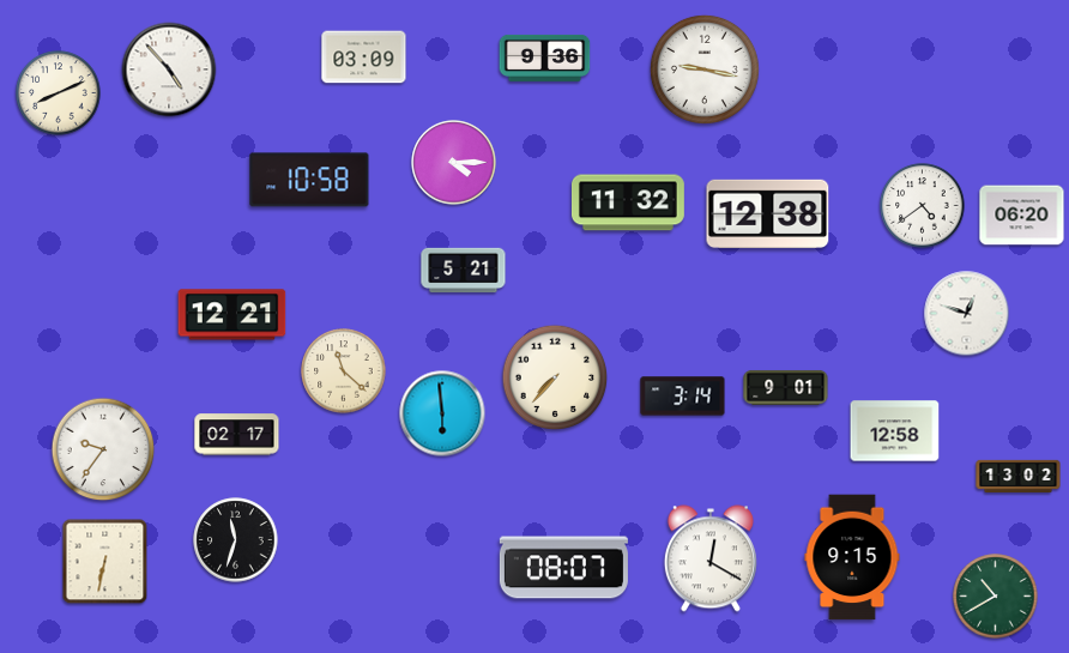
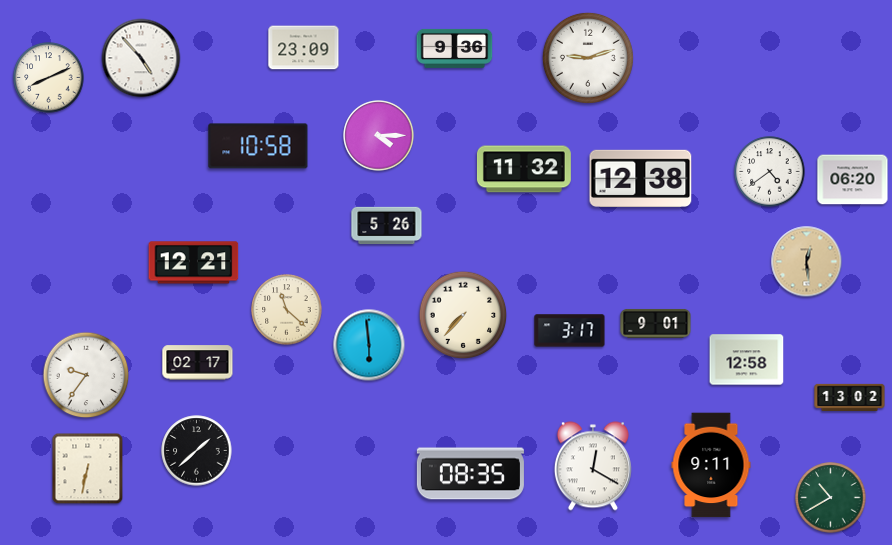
clock at (364, 58): 03:09 -> 23:09
clock at (705, 69): 9:17 -> 9:12
clock at (309, 180) position: (309, 180) -> (258, 146)
clock at (464, 271): 5:21 -> 5:26
clock at (967, 314): 12:48 -> 12:29
clock at (967, 314) dial: white -> champagne
clock at (683, 397): 3:14 -> 3:17
clock at (236, 540): 11:33 -> 1:38
clock at (852, 557): 9:15 -> 9:11
clock at (563, 568): 08:07 -> 08:35
